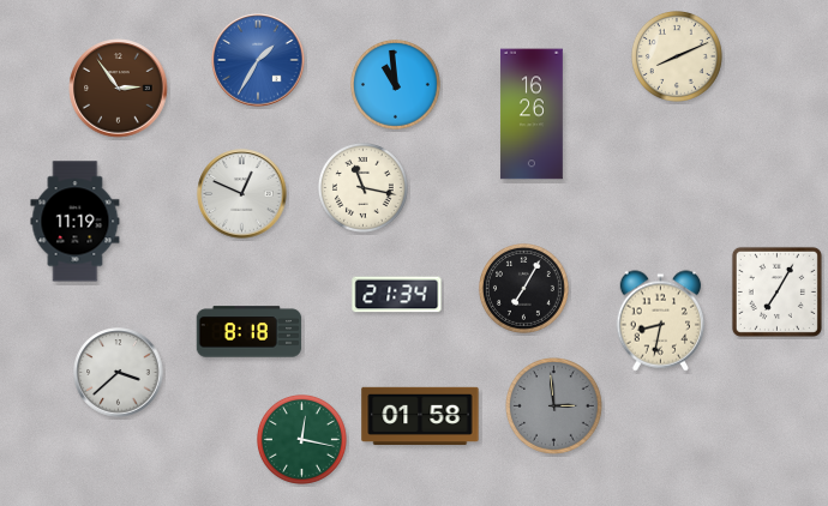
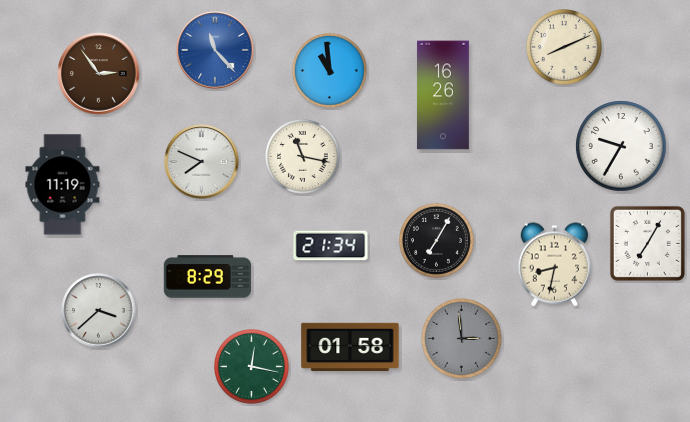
clock at (258, 60): 1:35 -> 11:23
clock at (621, 146): none -> 9:35
clock at (242, 194): 12:49 -> 7:49
clock at (661, 321) position: (661, 321) -> (555, 265)
clock at (250, 332): 8:18 -> 8:29
